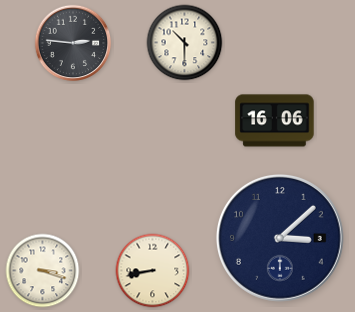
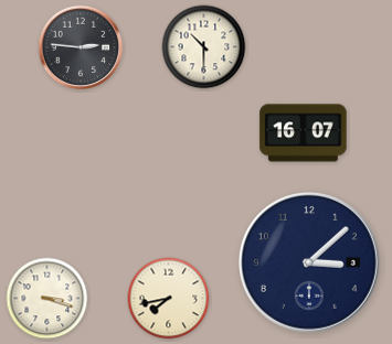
clock at (275, 121): 16:06 -> 16:07
clock at (153, 271): 8:43 -> 7:43
